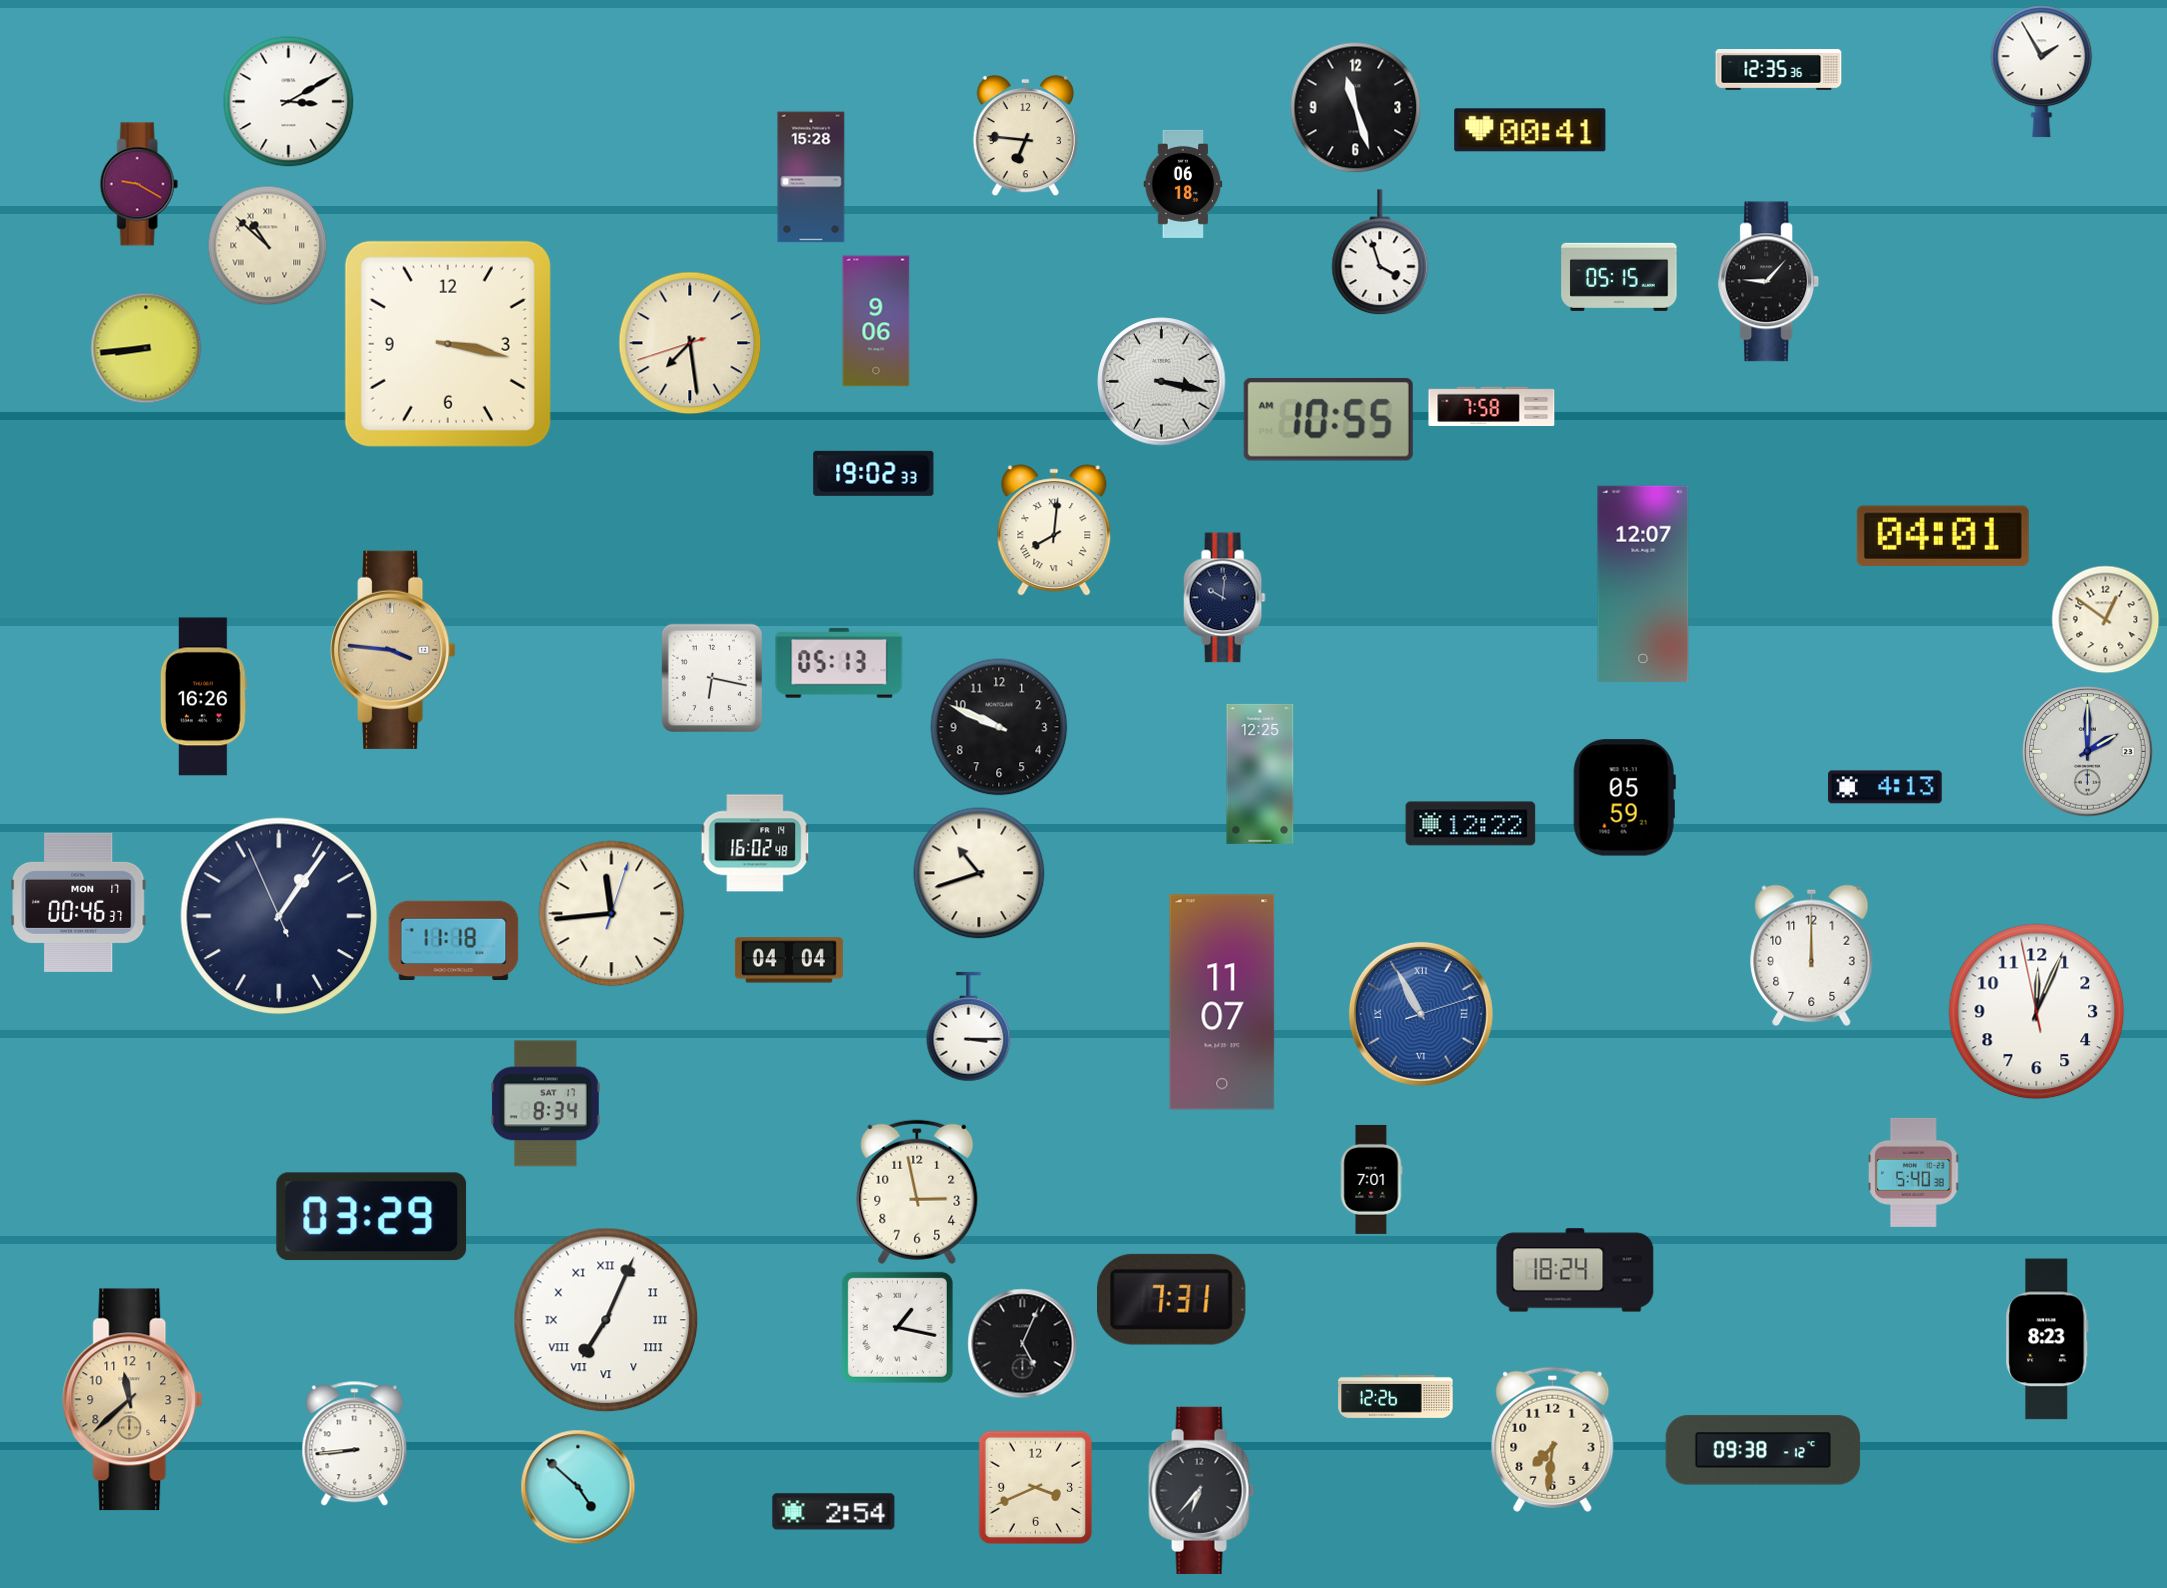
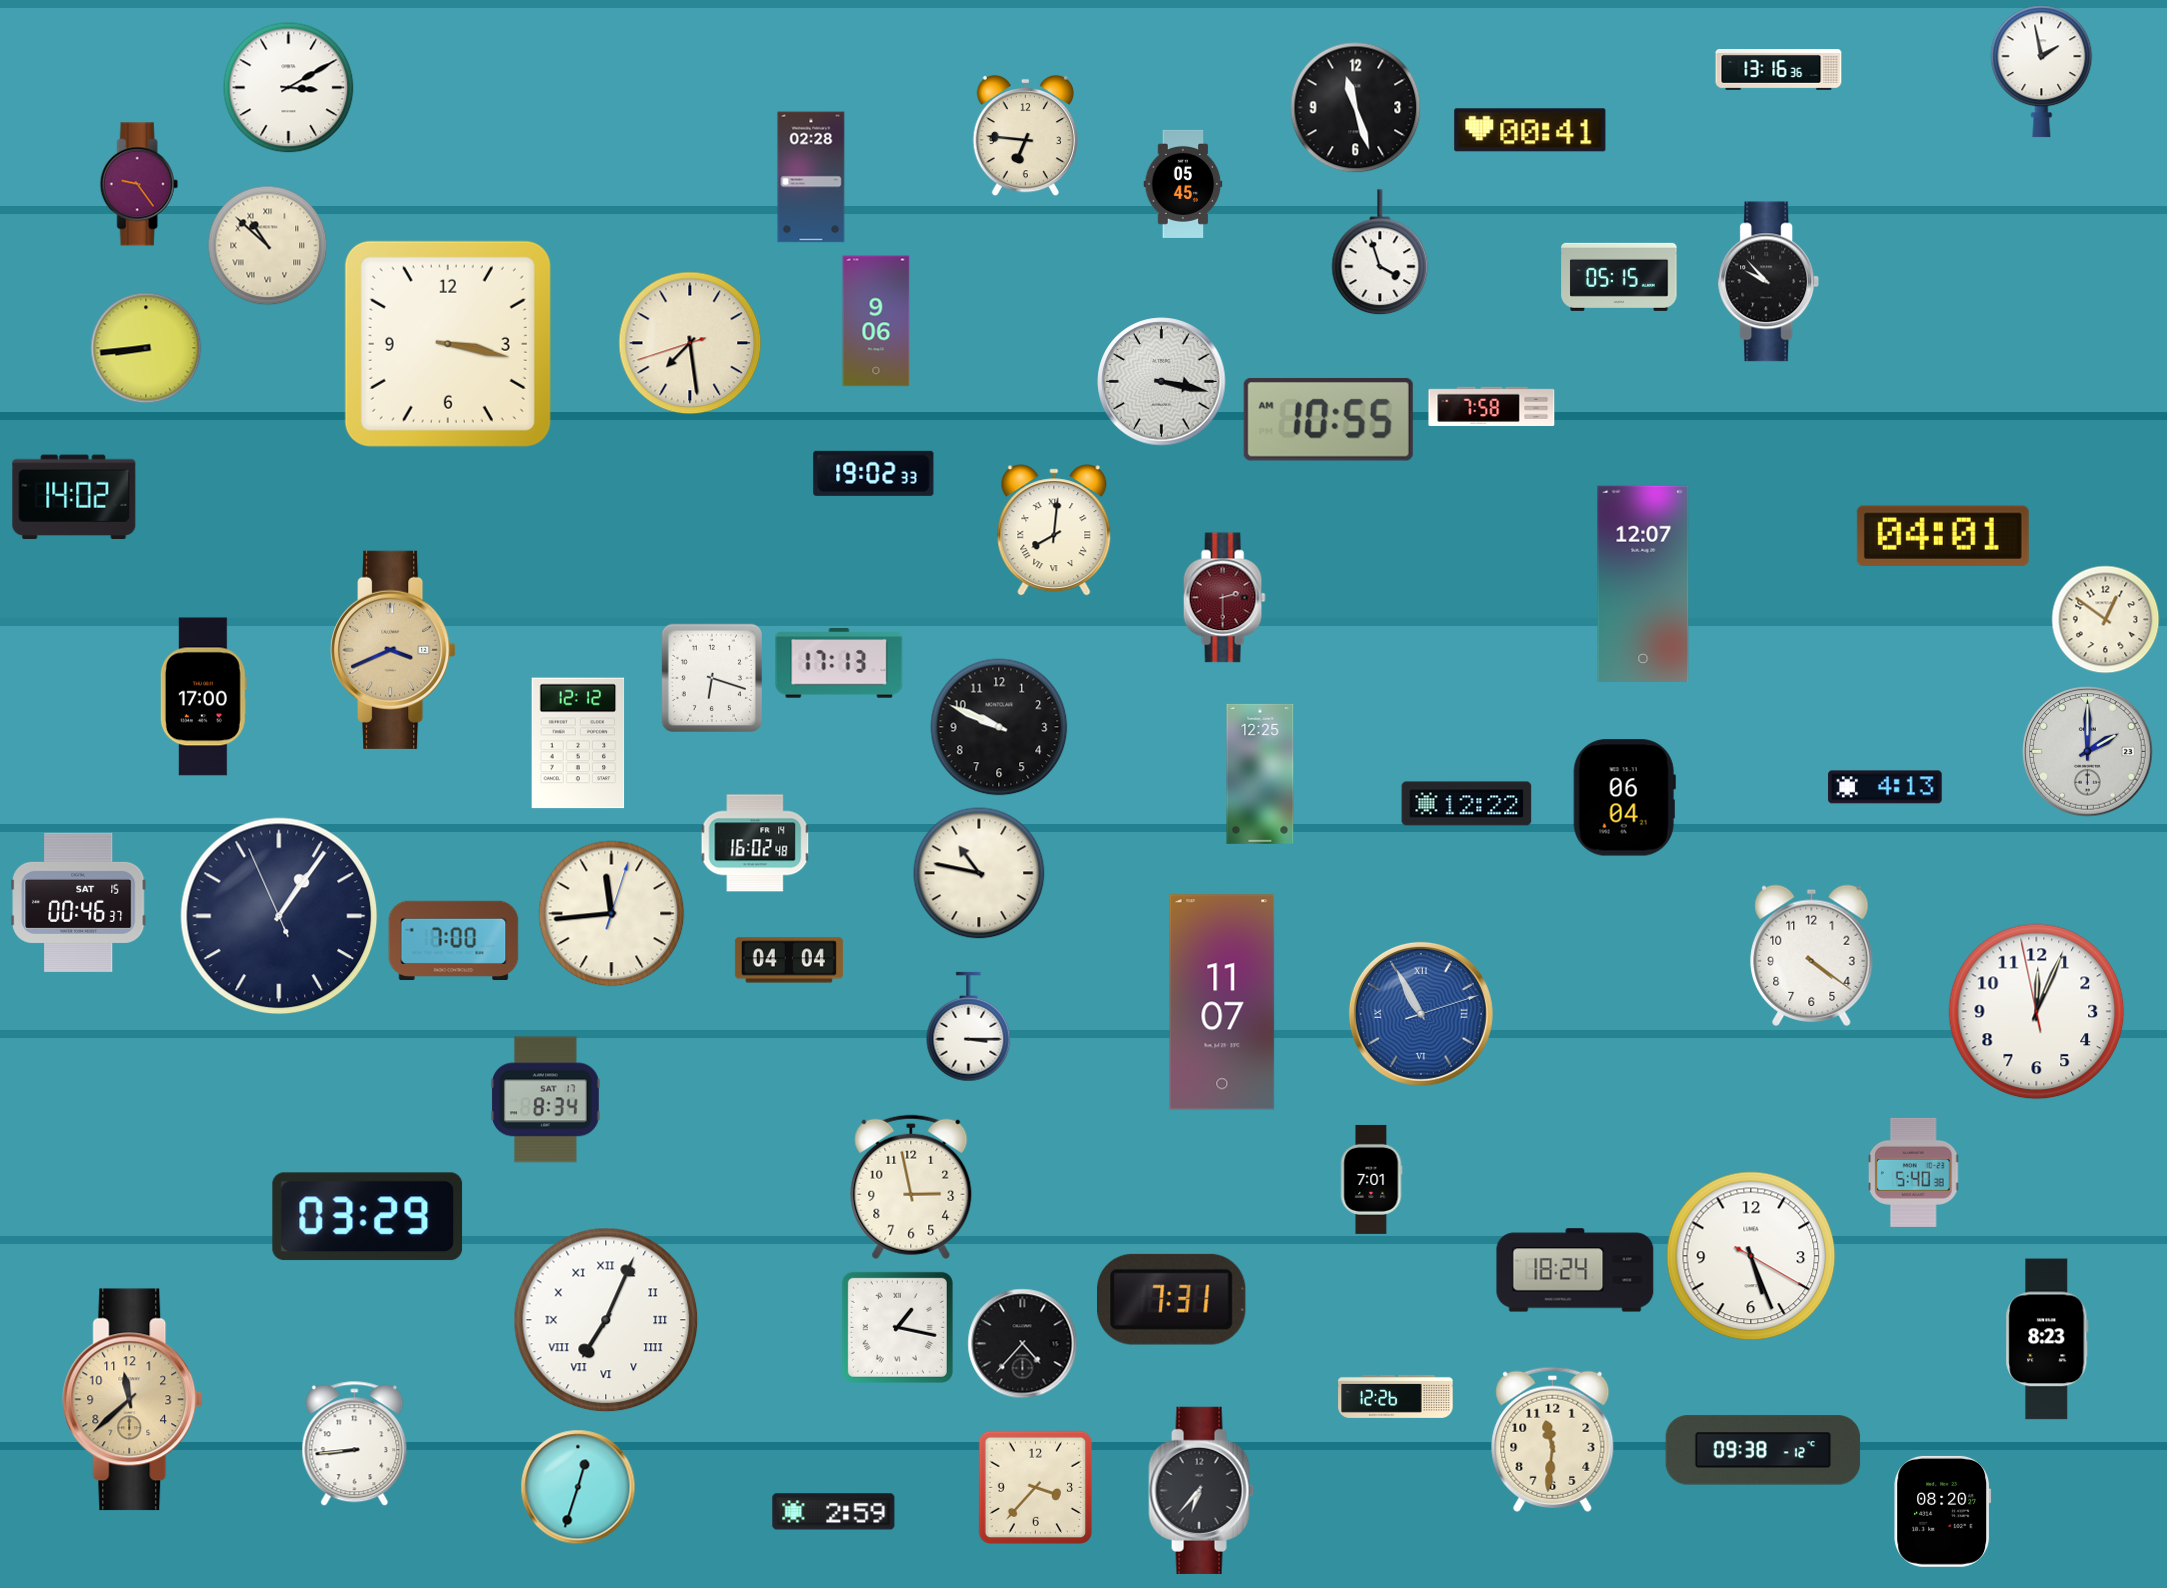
clock at (1779, 70): 12:35 -> 13:16
clock at (2042, 72): 1:55 -> 1:58
clock at (289, 102) position: (289, 102) -> (289, 88)
clock at (811, 177): 15:28 -> 02:28
clock at (139, 184): 9:20 -> 9:24
clock at (1183, 184): 06:18 -> 05:45
clock at (1769, 282): 9:07 -> 9:53
clock at (74, 497): none -> 14:02
clock at (1224, 598): 10:01 -> 2:30
clock at (1224, 598) dial: navy -> burgundy
clock at (393, 650): 3:46 -> 3:41
clock at (839, 664): 05:13 -> 17:13
clock at (711, 677): 6:17 -> 6:18
clock at (203, 697): 16:26 -> 17:00
clock at (578, 743): none -> 12:12
clock at (1624, 798): 05:59 -> 06:04
clock at (1471, 824) position: (1471, 824) -> (1467, 804)
clock at (979, 873): 10:42 -> 10:47
clock at (79, 902) date: MON 17 -> SAT 15
clock at (454, 941): 11:18 -> 7:00
clock at (1812, 955): 12:00 -> 4:21
clock at (545, 1104) position: (545, 1104) -> (545, 1100)
clock at (917, 1192) position: (917, 1192) -> (911, 1187)
clock at (372, 1217) position: (372, 1217) -> (368, 1217)
clock at (1751, 1256): none -> 5:26
clock at (1023, 1344): 5:04 -> 4:37
clock at (1553, 1439): 7:31 -> 11:31
clock at (578, 1487): 4:52 -> 12:33
clock at (1036, 1488): 3:41 -> 3:37
clock at (1943, 1511): none -> 08:20
clock at (834, 1512): 2:54 -> 2:59
